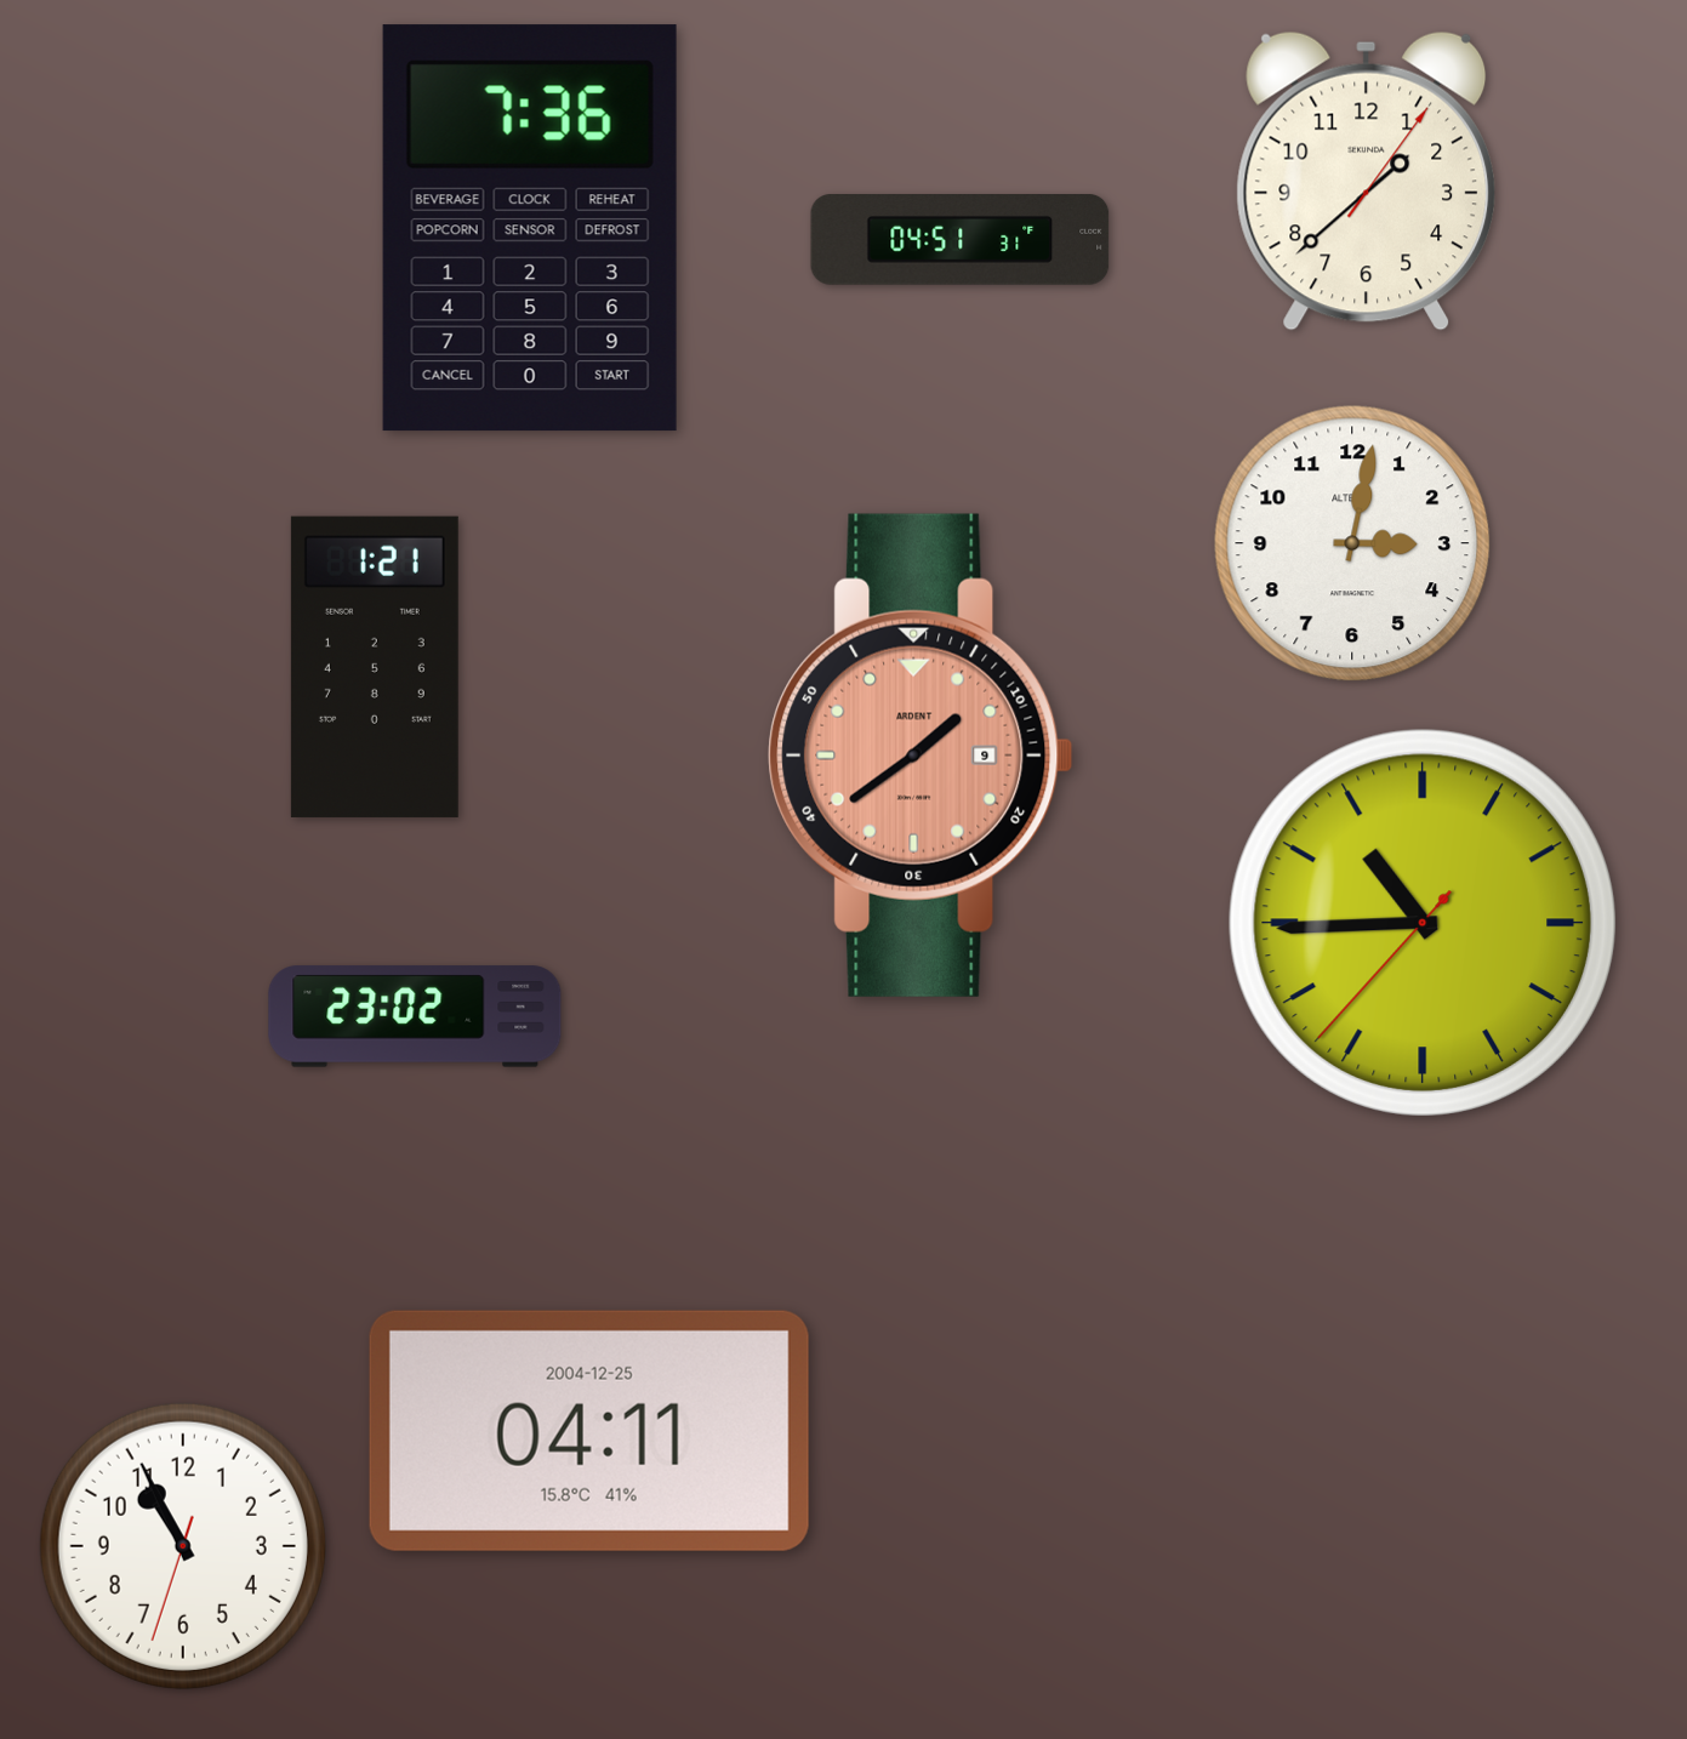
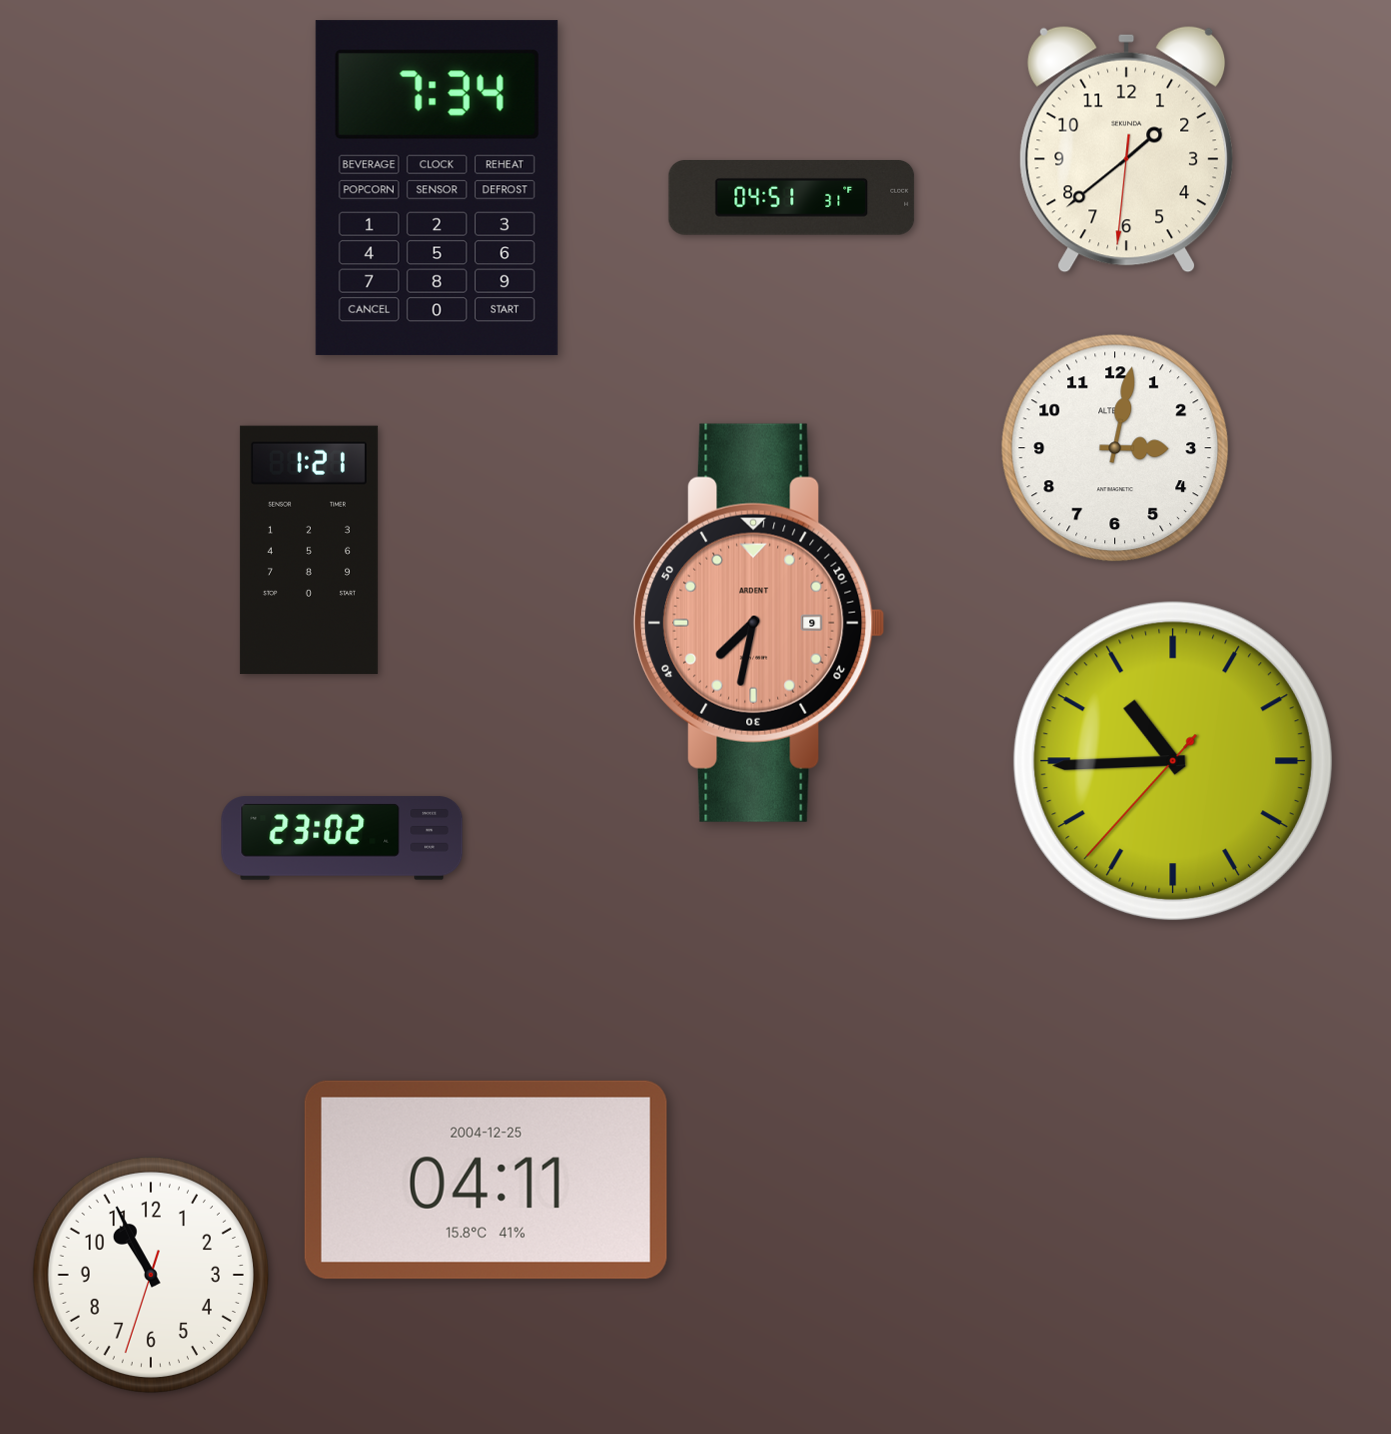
clock at (1367, 181): 1:38:06 -> 1:38:31
clock at (530, 228): 7:36 -> 7:34
clock at (921, 756): 1:39 -> 7:32
